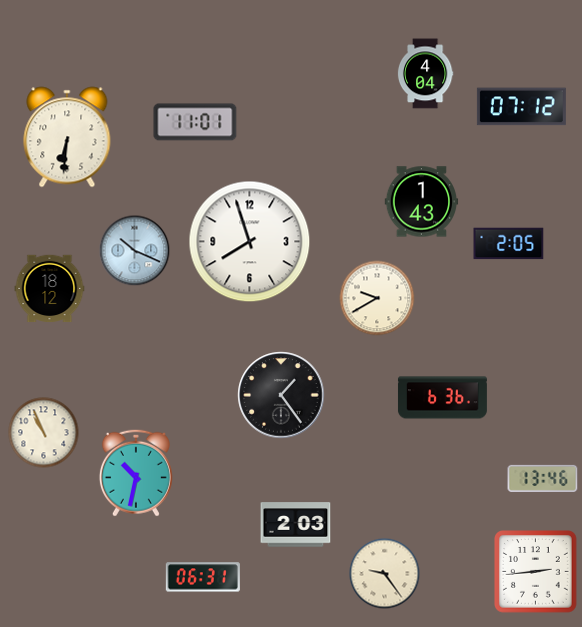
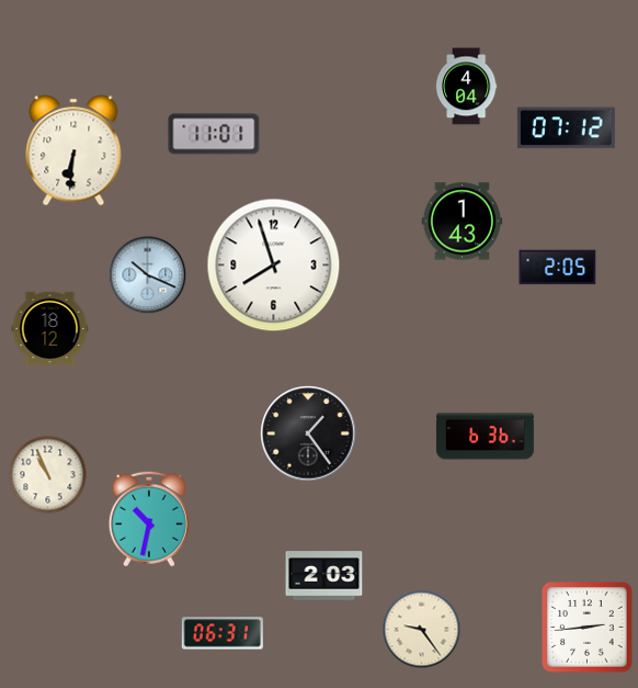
clock at (425, 74) position: (425, 74) -> (466, 87)
clock at (521, 107) position: (521, 107) -> (566, 128)
clock at (50, 289) position: (50, 289) -> (50, 329)
clock at (377, 298): 9:40 -> none
clock at (543, 478): 13:46 -> none
